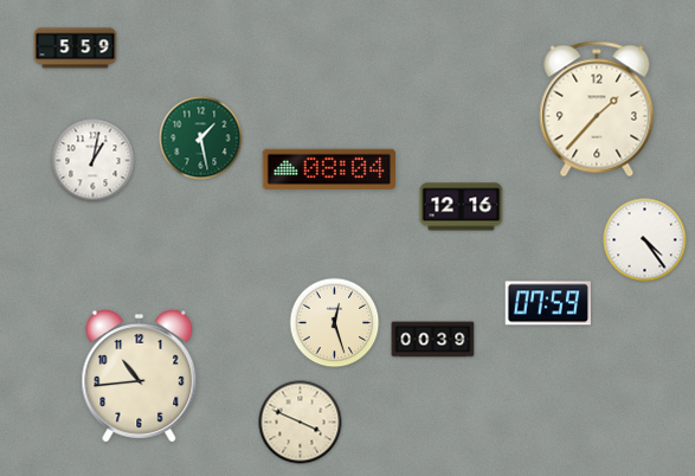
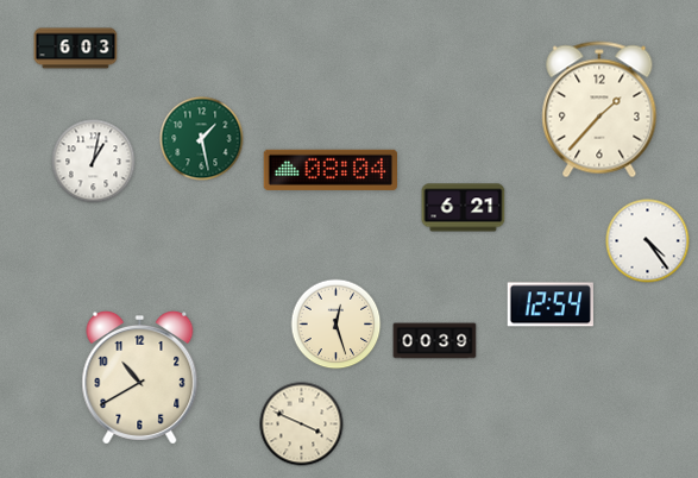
clock at (76, 49): 5:59 -> 6:03
clock at (462, 207): 12:16 -> 6:21
clock at (547, 303): 07:59 -> 12:54
clock at (140, 377): 10:44 -> 10:40
